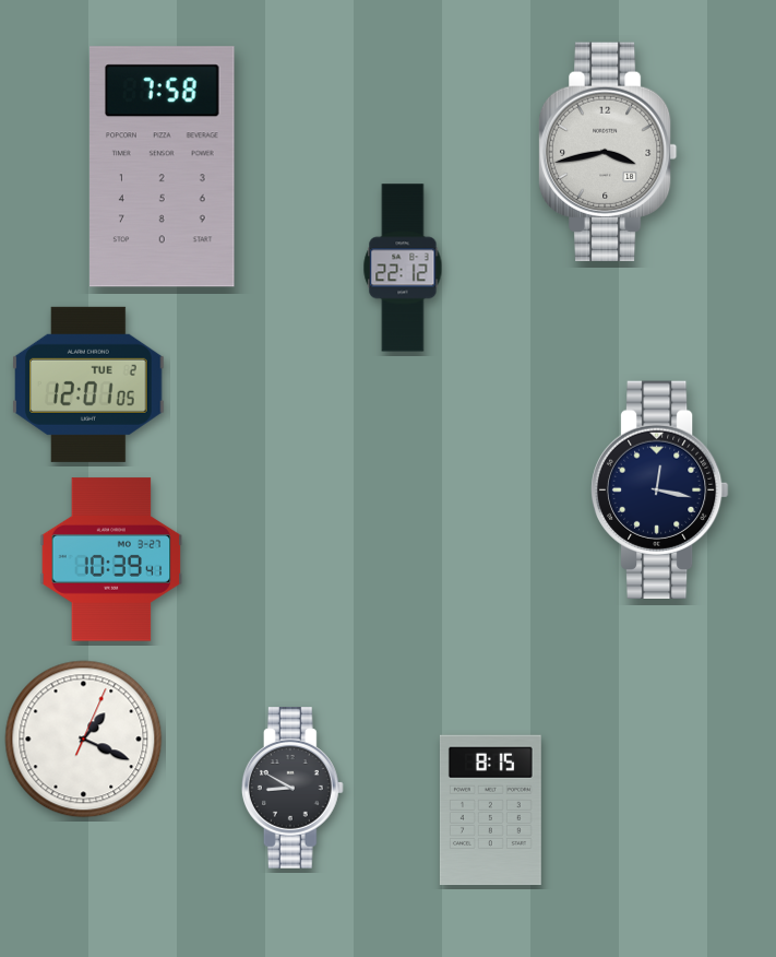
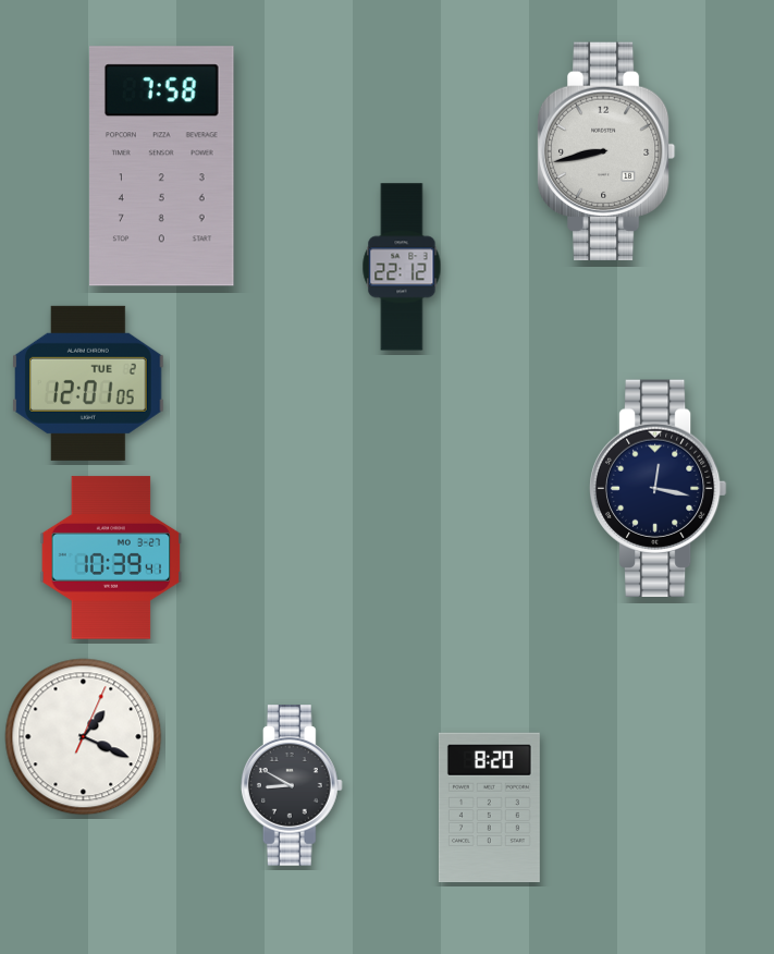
clock at (608, 152): 3:43 -> 8:43
clock at (490, 811): 8:15 -> 8:20
